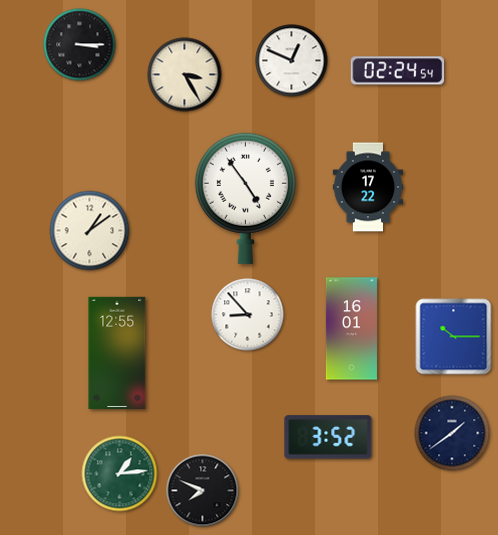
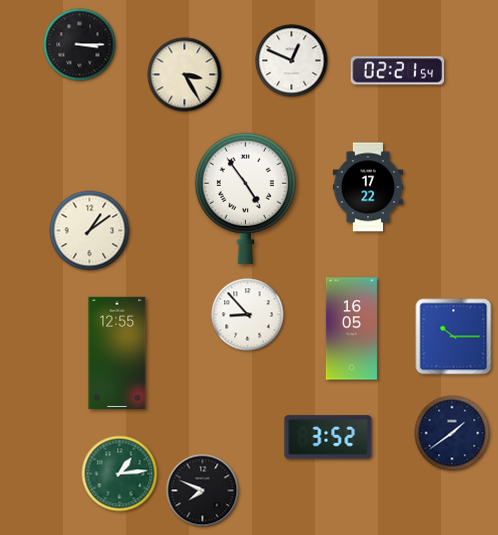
clock at (398, 71): 02:24 -> 02:21
clock at (351, 329): 16:01 -> 16:05
